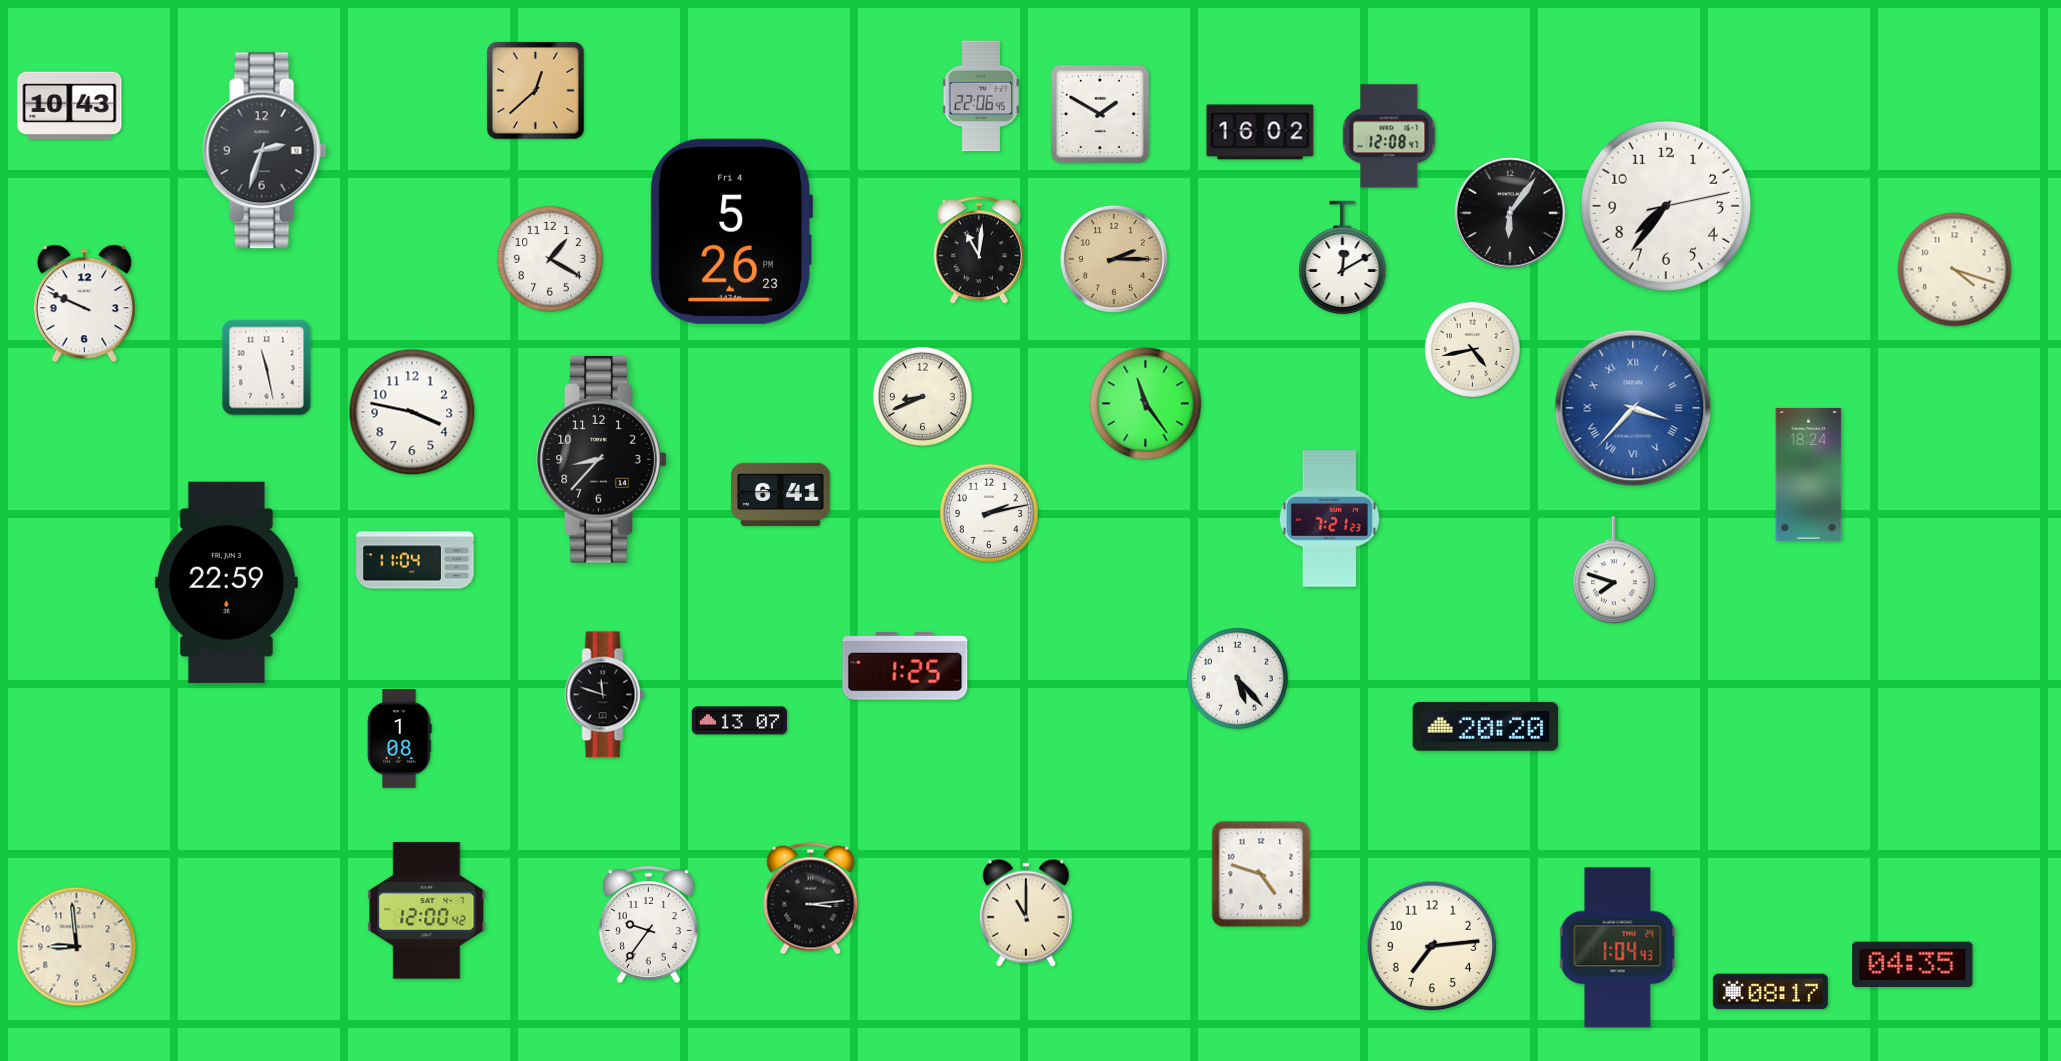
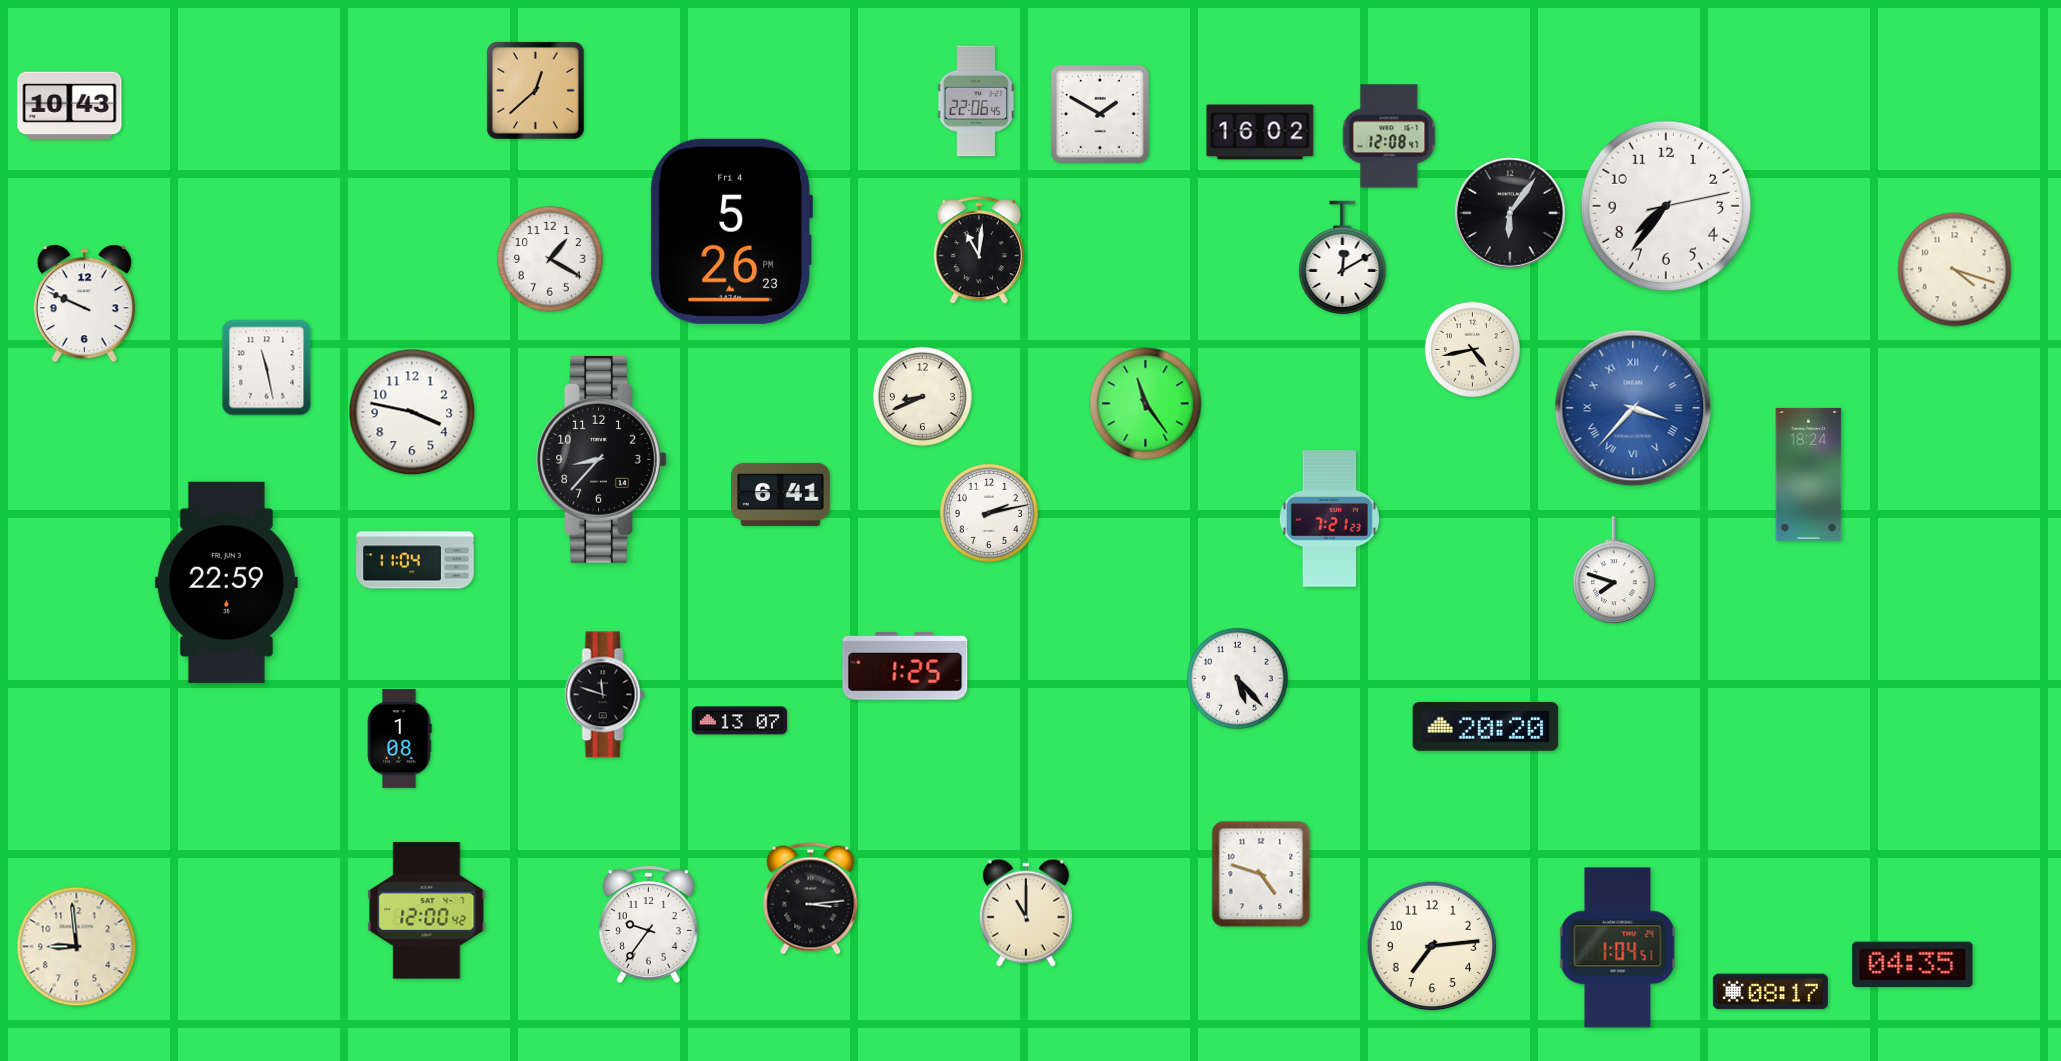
clock at (981, 96) position: (981, 96) -> (976, 101)
clock at (265, 151): 2:33 -> none
clock at (1114, 259): 2:15 -> none
clock at (1618, 948): 1:04:43 -> 1:04:51
